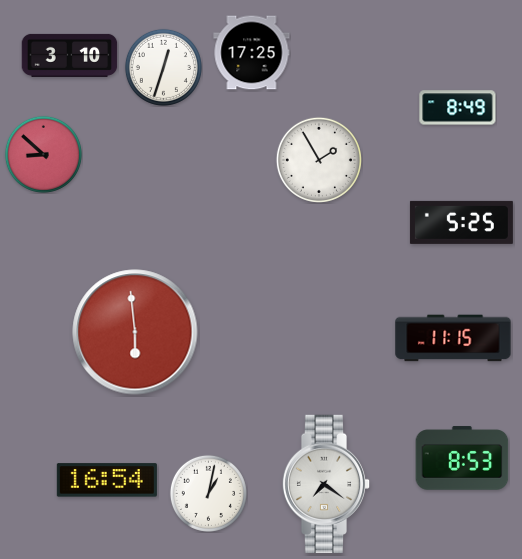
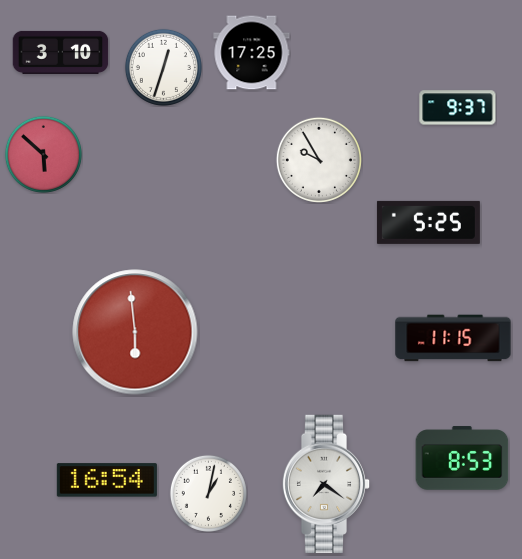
clock at (70, 55) position: (70, 55) -> (61, 52)
clock at (458, 108): 8:49 -> 9:37
clock at (43, 154): 8:52 -> 5:52
clock at (319, 160): 1:55 -> 9:55
clock at (461, 222) position: (461, 222) -> (428, 222)
